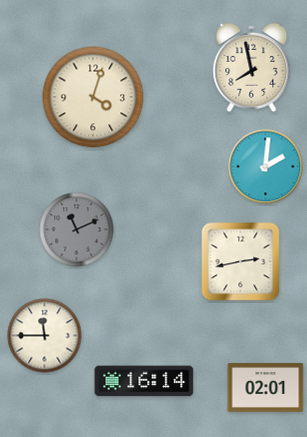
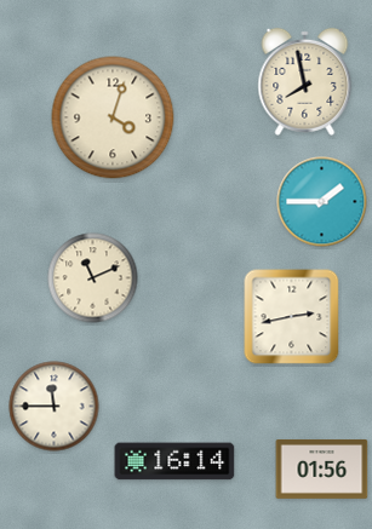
clock at (266, 167): 2:01 -> 1:45
clock at (77, 230) dial: grey -> cream
clock at (266, 388): 02:01 -> 01:56
